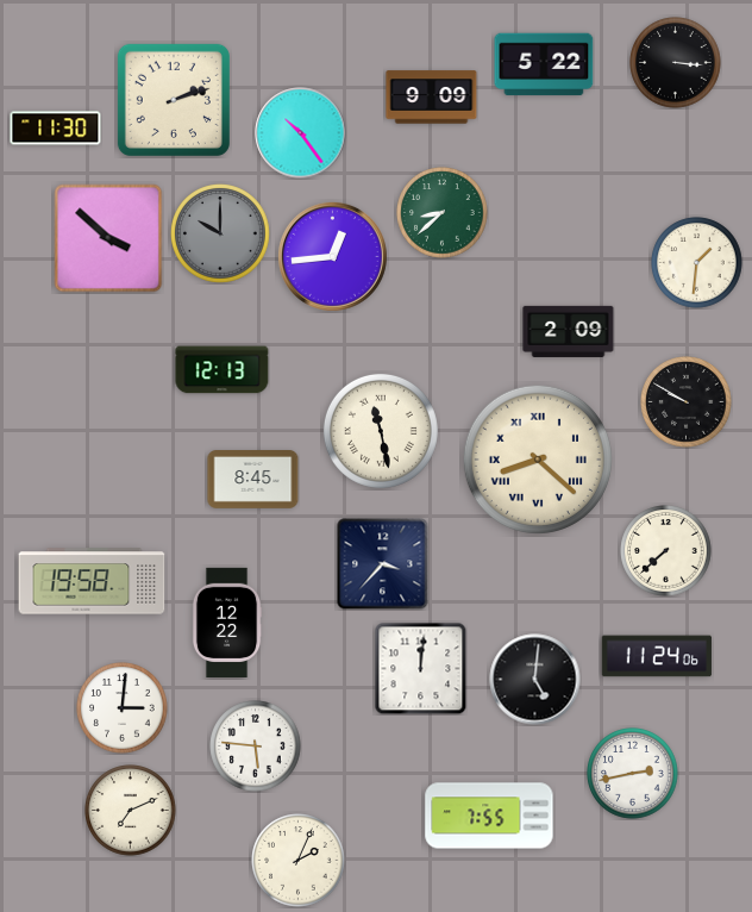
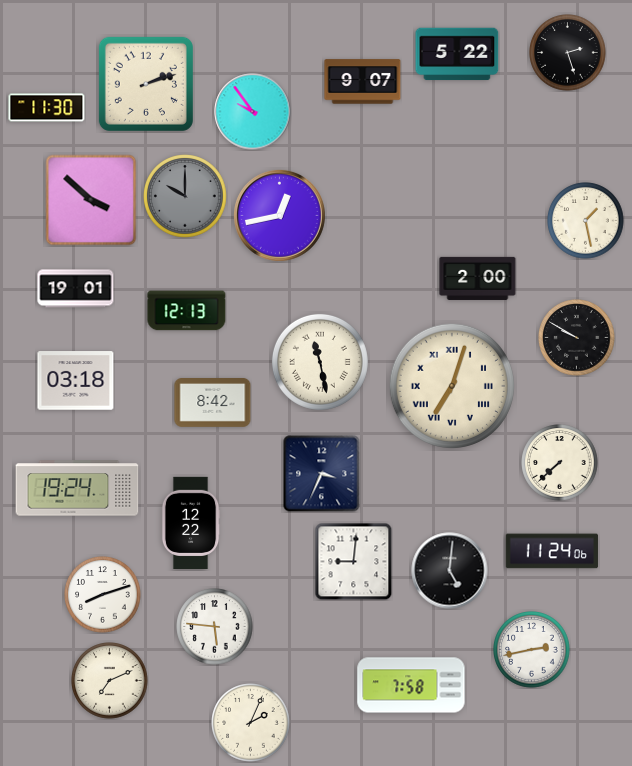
clock at (676, 63): 3:16 -> 2:27
clock at (432, 98): 9:09 -> 9:07
clock at (301, 133): 10:24 -> 9:54
clock at (443, 213): 8:38 -> none
clock at (332, 256): 12:44 -> 12:43
clock at (697, 263): 1:31 -> 1:28
clock at (569, 331): 2:09 -> 2:00
clock at (76, 289): none -> 19:01
clock at (76, 381): none -> 03:18
clock at (538, 460): 8:22 -> 7:03
clock at (253, 480): 8:45 -> 8:42
clock at (383, 564): 3:37 -> 3:34
clock at (92, 581): 19:58 -> 19:24
clock at (420, 668): 12:01 -> 9:01
clock at (123, 708): 3:01 -> 8:12
clock at (489, 816): 7:55 -> 7:58
